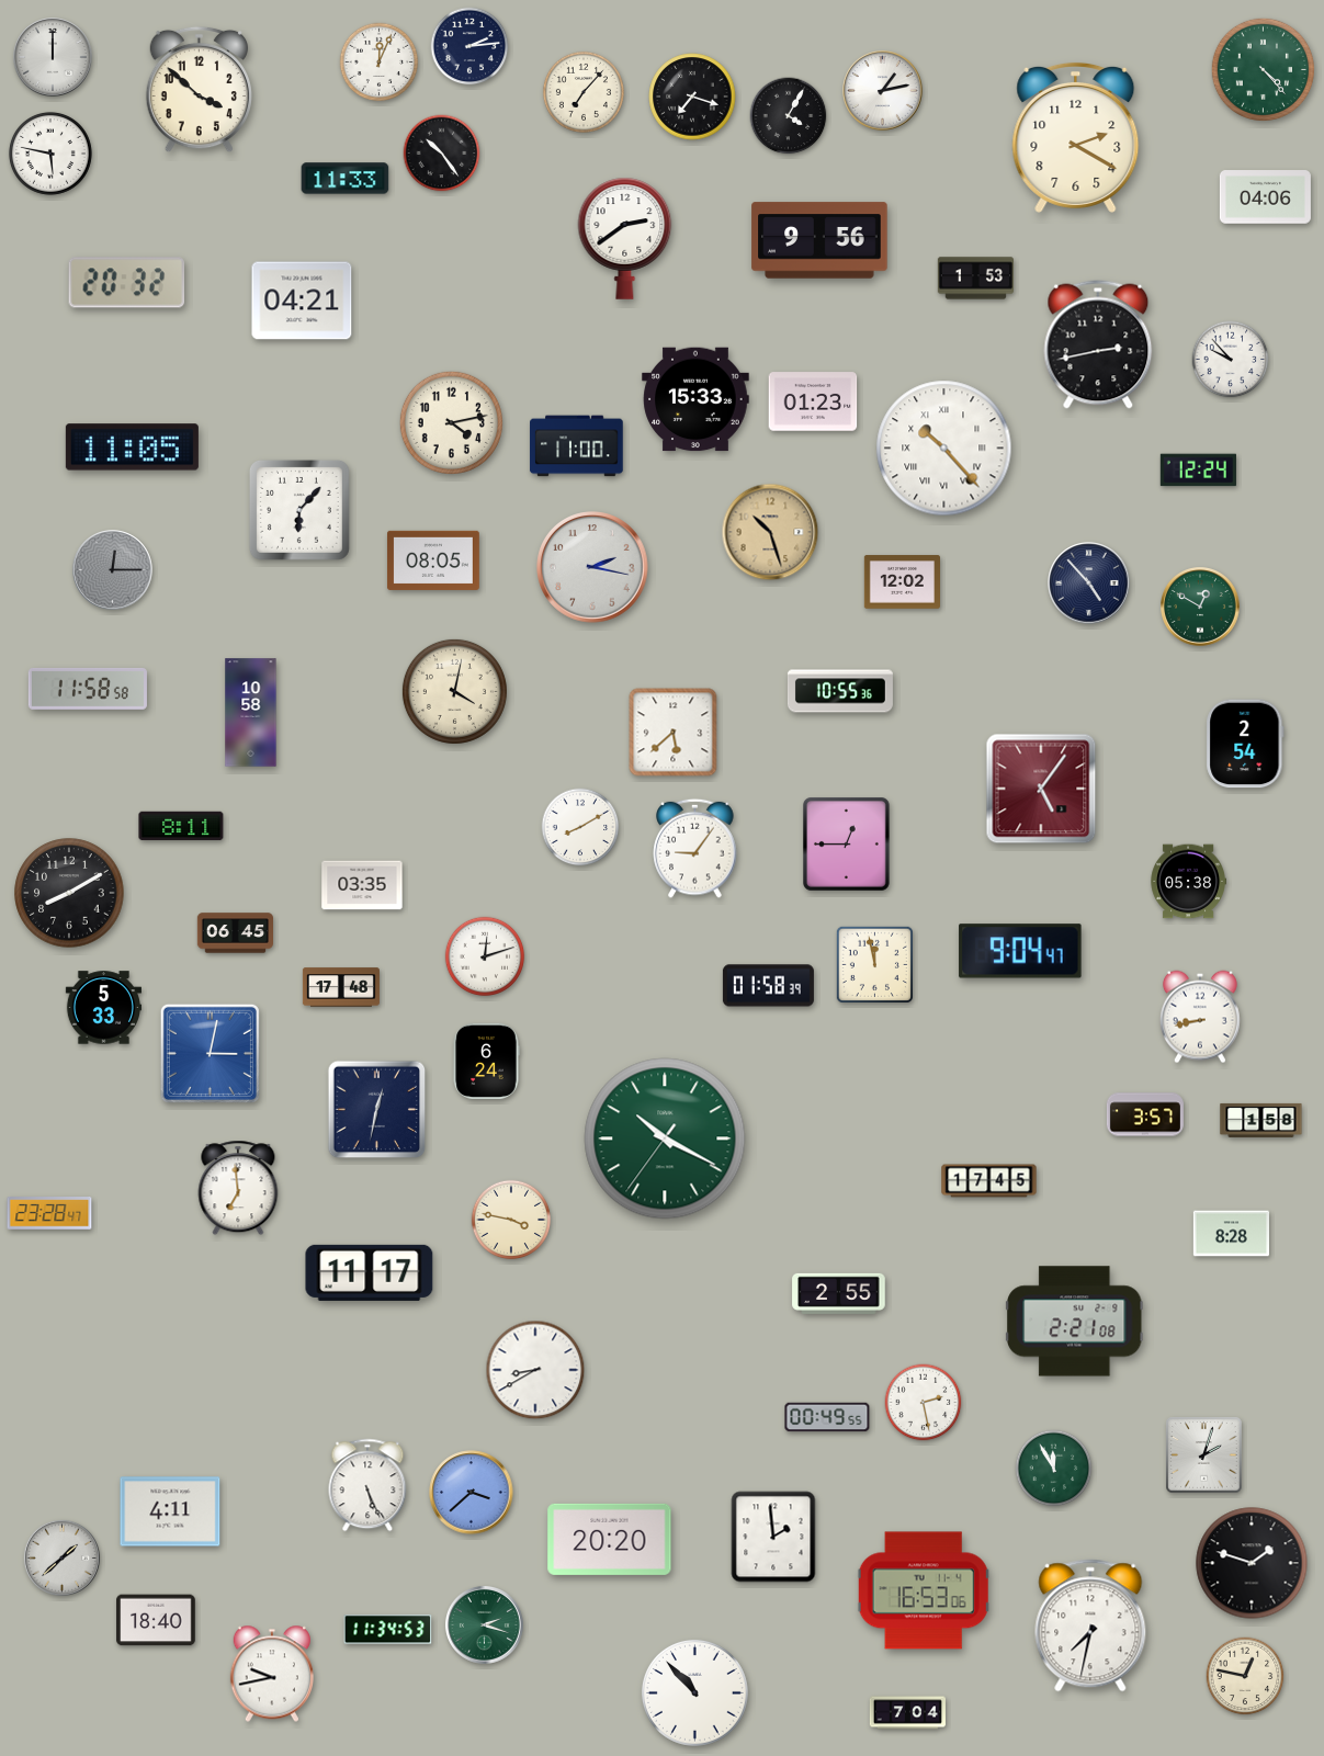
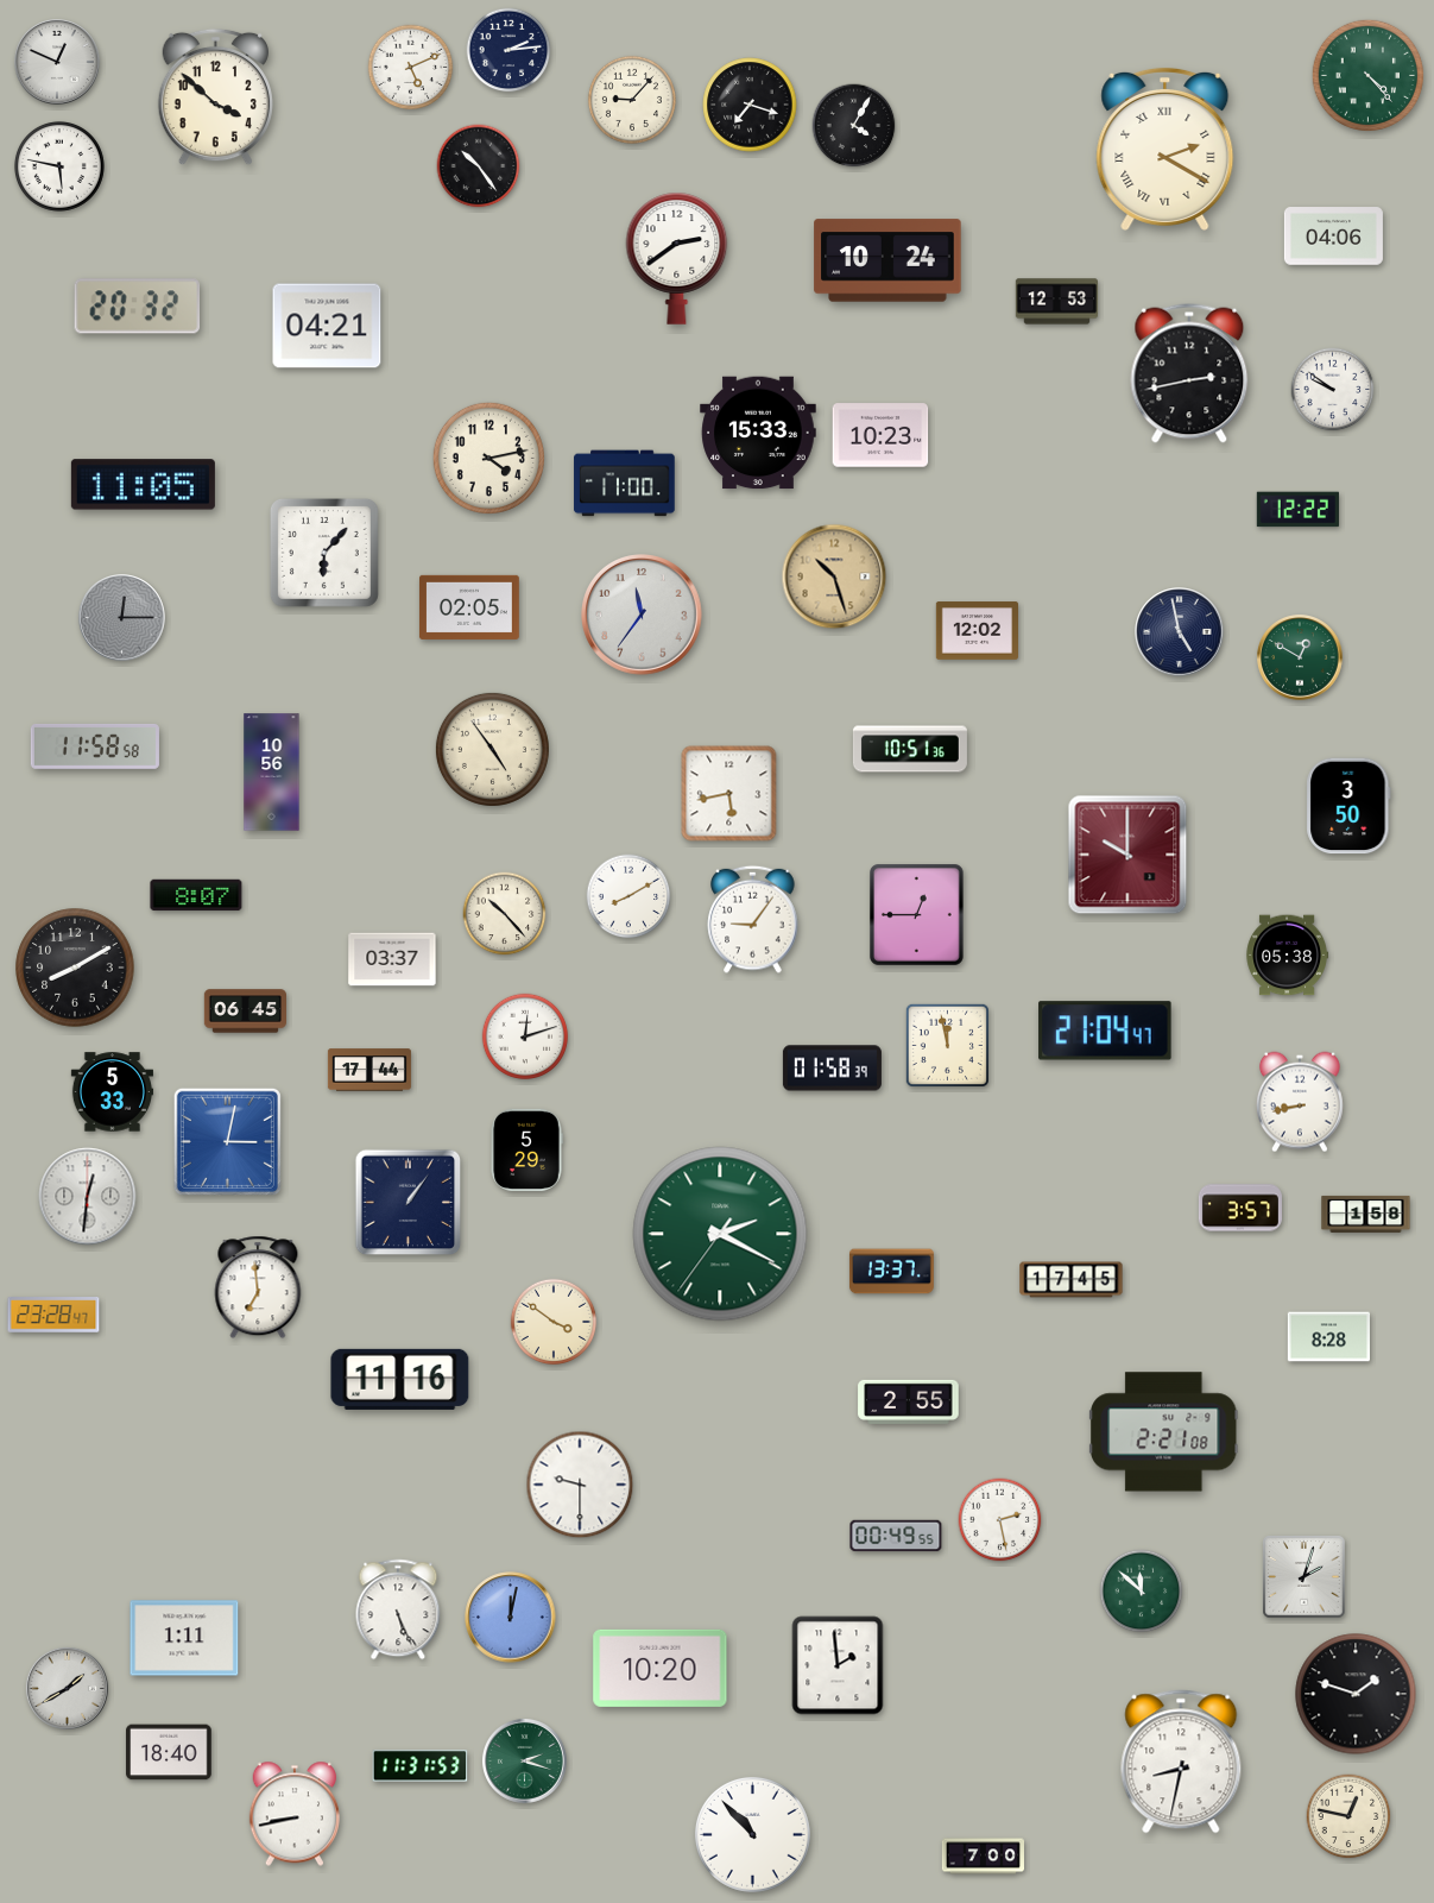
clock at (54, 58): 12:00 -> 12:49
clock at (380, 63): 12:04 -> 5:11
clock at (883, 91): 1:13 -> none
clock at (584, 92): 7:07 -> 9:07
clock at (1076, 137) numerals: Arabic -> Roman
clock at (50, 154) position: (50, 154) -> (59, 166)
clock at (346, 179): 11:33 -> none
clock at (1265, 197) position: (1265, 197) -> (1333, 237)
clock at (819, 240): 9:56 -> 10:24
clock at (975, 279): 1:53 -> 12:53
clock at (1231, 360): 9:53 -> 9:51
clock at (695, 399) position: (695, 399) -> (758, 433)
clock at (813, 401): 01:23 -> 10:23
clock at (944, 449): 10:23 -> none
clock at (1198, 471): 12:24 -> 12:22
clock at (433, 560): 08:05 -> 02:05
clock at (592, 567): 2:17 -> 11:36
clock at (1089, 584): 4:53 -> 4:58
clock at (454, 691): 4:02 -> 4:54
clock at (840, 691): 10:55 -> 10:51
clock at (251, 713): 10:58 -> 10:56
clock at (674, 733): 5:38 -> 5:43
clock at (1245, 744): 2:54 -> 3:50
clock at (1041, 789): 5:06 -> 10:00
clock at (181, 826): 8:11 -> 8:07
clock at (505, 914): none -> 10:23
clock at (362, 885): 03:35 -> 03:37
clock at (235, 933) position: (235, 933) -> (245, 1012)
clock at (1020, 951): 9:04 -> 21:04
clock at (341, 987): 17:48 -> 17:44
clock at (486, 1061): 6:24 -> 5:29
clock at (88, 1197): none -> 12:31
clock at (377, 1110): 12:32 -> 1:06
clock at (665, 1138): 10:19 -> 2:19
clock at (891, 1272): none -> 13:37
clock at (511, 1220): 3:47 -> 3:51
clock at (1231, 1234) position: (1231, 1234) -> (1328, 1337)
clock at (370, 1272): 11:17 -> 11:16
clock at (535, 1370): 8:40 -> 9:30
clock at (1054, 1469): 11:55 -> 11:52
clock at (472, 1493): 3:38 -> 12:02
clock at (170, 1511): 4:11 -> 1:11
clock at (610, 1539): 20:20 -> 10:20
clock at (61, 1557): 1:38 -> 1:40
clock at (924, 1590): 16:53 -> none
clock at (156, 1620) position: (156, 1620) -> (169, 1752)
clock at (1090, 1625): 7:32 -> 8:32
clock at (388, 1630): 11:34 -> 11:31
clock at (271, 1674): 9:43 -> 8:43
clock at (907, 1713): 7:04 -> 7:00
